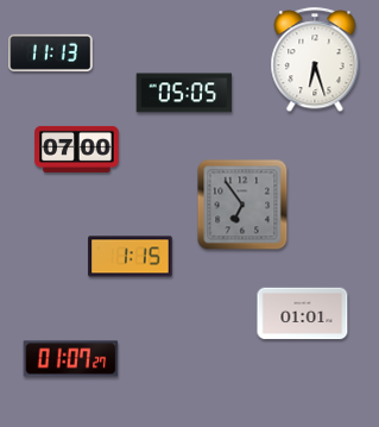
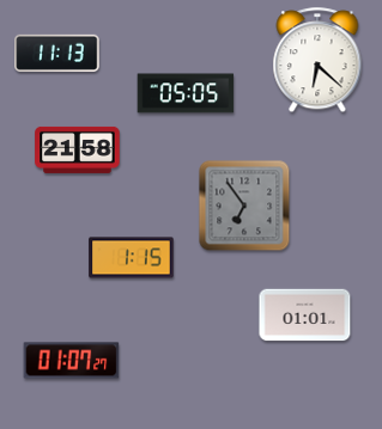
clock at (51, 52) position: (51, 52) -> (57, 53)
clock at (315, 61): 6:27 -> 6:22
clock at (77, 149): 07:00 -> 21:58
